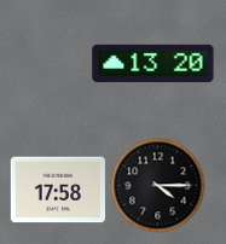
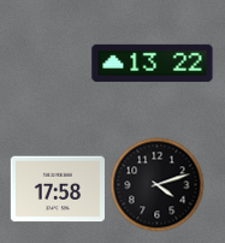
clock at (153, 63): 13:20 -> 13:22
clock at (157, 185): 4:15 -> 4:12
